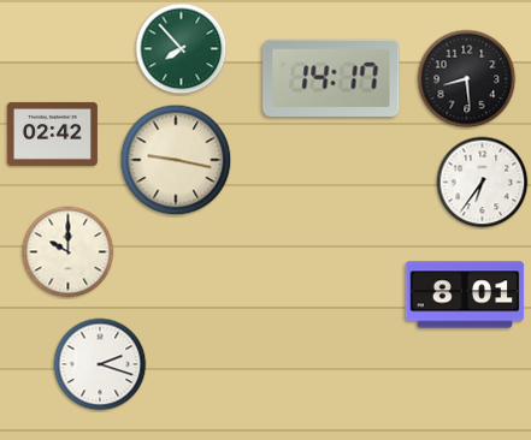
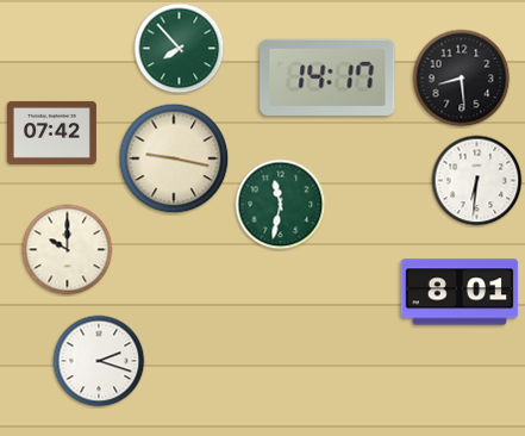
clock at (52, 133): 02:42 -> 07:42
clock at (483, 183): 6:36 -> 6:31
clock at (281, 205): none -> 11:32
